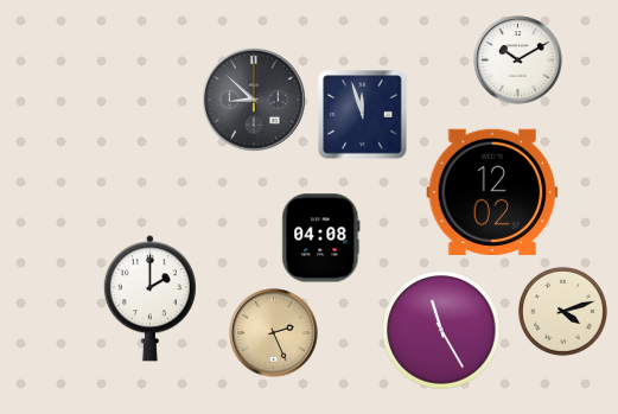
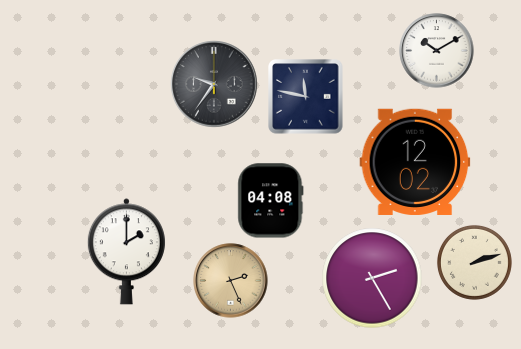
clock at (254, 100): 8:52 -> 9:36
clock at (363, 115): 11:57 -> 11:47
clock at (562, 311): 4:12 -> 2:12
clock at (441, 330): 11:25 -> 2:25
